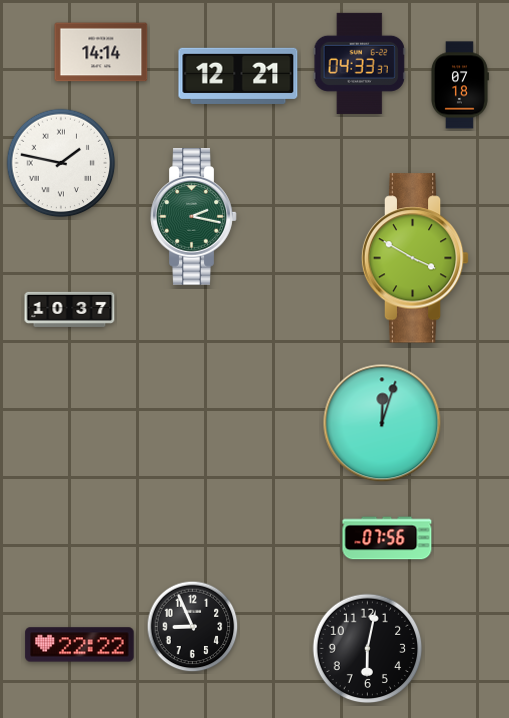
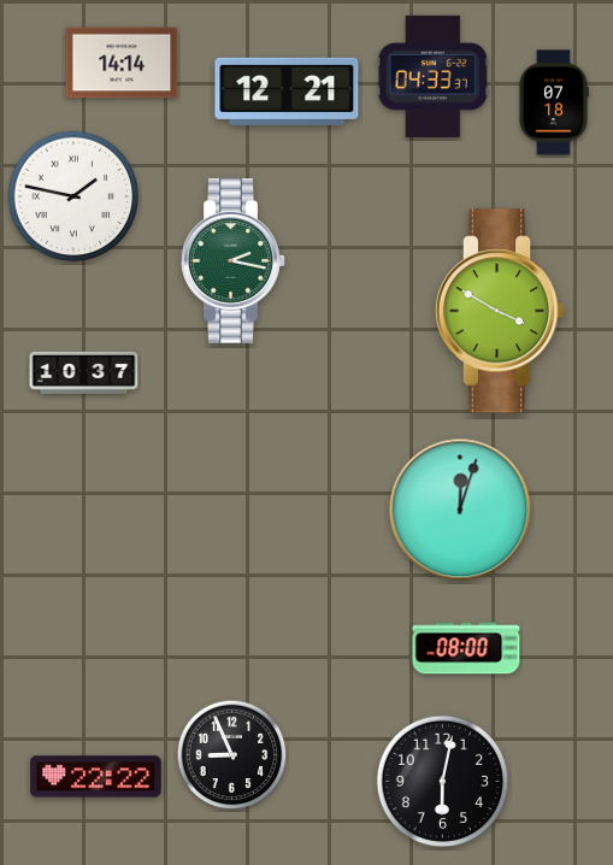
clock at (387, 538): 07:56 -> 08:00
